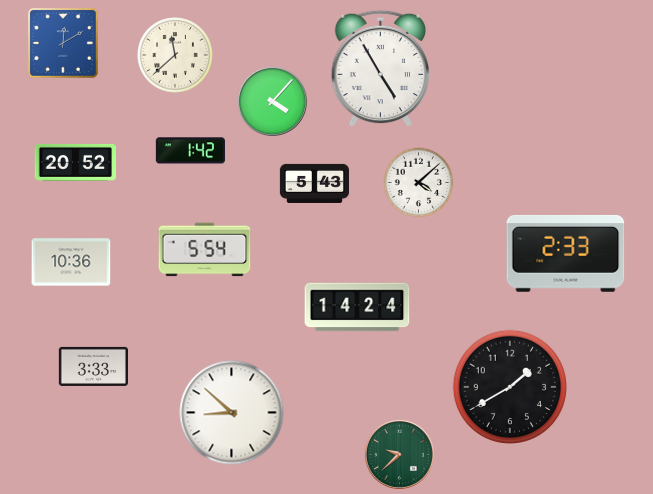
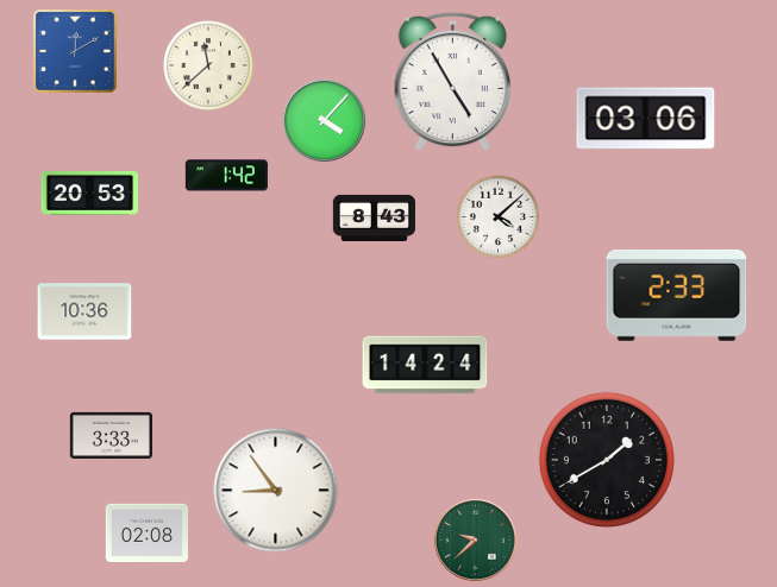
clock at (646, 119): none -> 03:06
clock at (190, 151) position: (190, 151) -> (226, 176)
clock at (76, 162): 20:52 -> 20:53
clock at (314, 183): 5:43 -> 8:43
clock at (205, 250): 5:54 -> none
clock at (566, 253) position: (566, 253) -> (677, 295)
clock at (232, 413): 8:52 -> 8:54
clock at (146, 532): none -> 02:08
